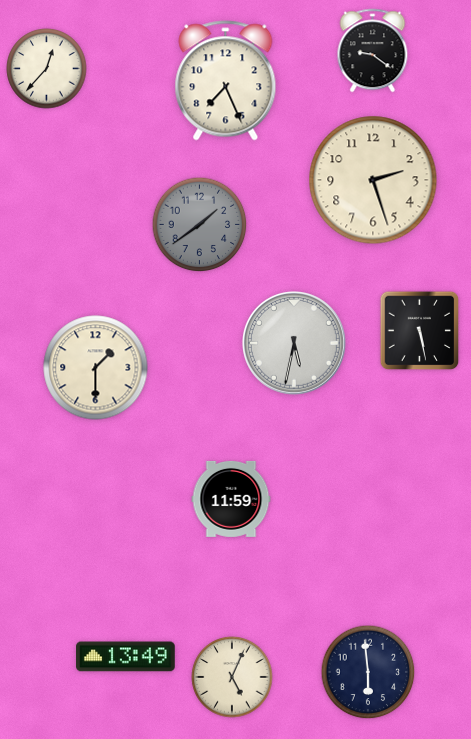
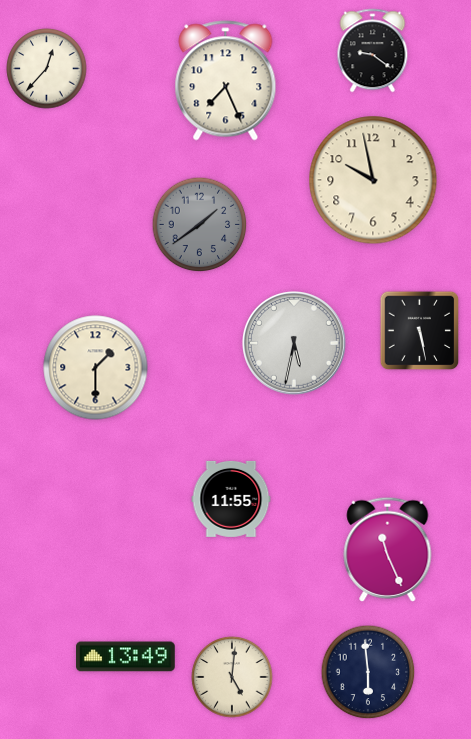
clock at (373, 180): 2:27 -> 9:58
clock at (231, 499): 11:59 -> 11:55
clock at (388, 549): none -> 11:26
clock at (232, 677): 5:04 -> 5:01
